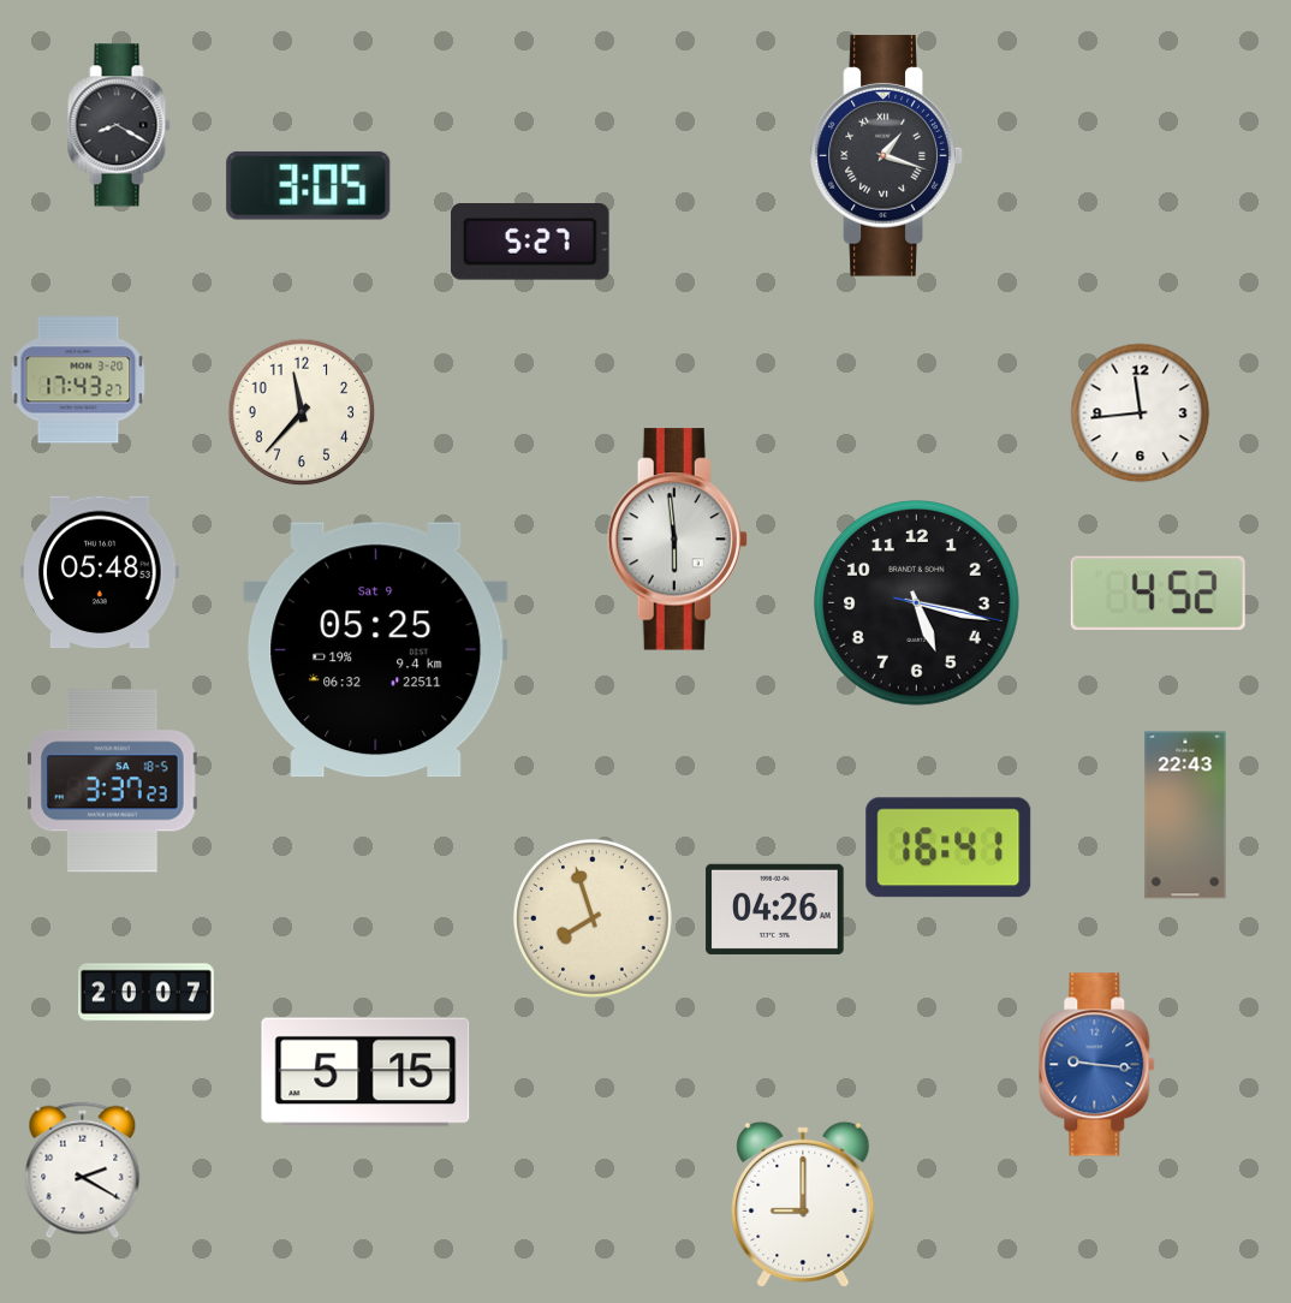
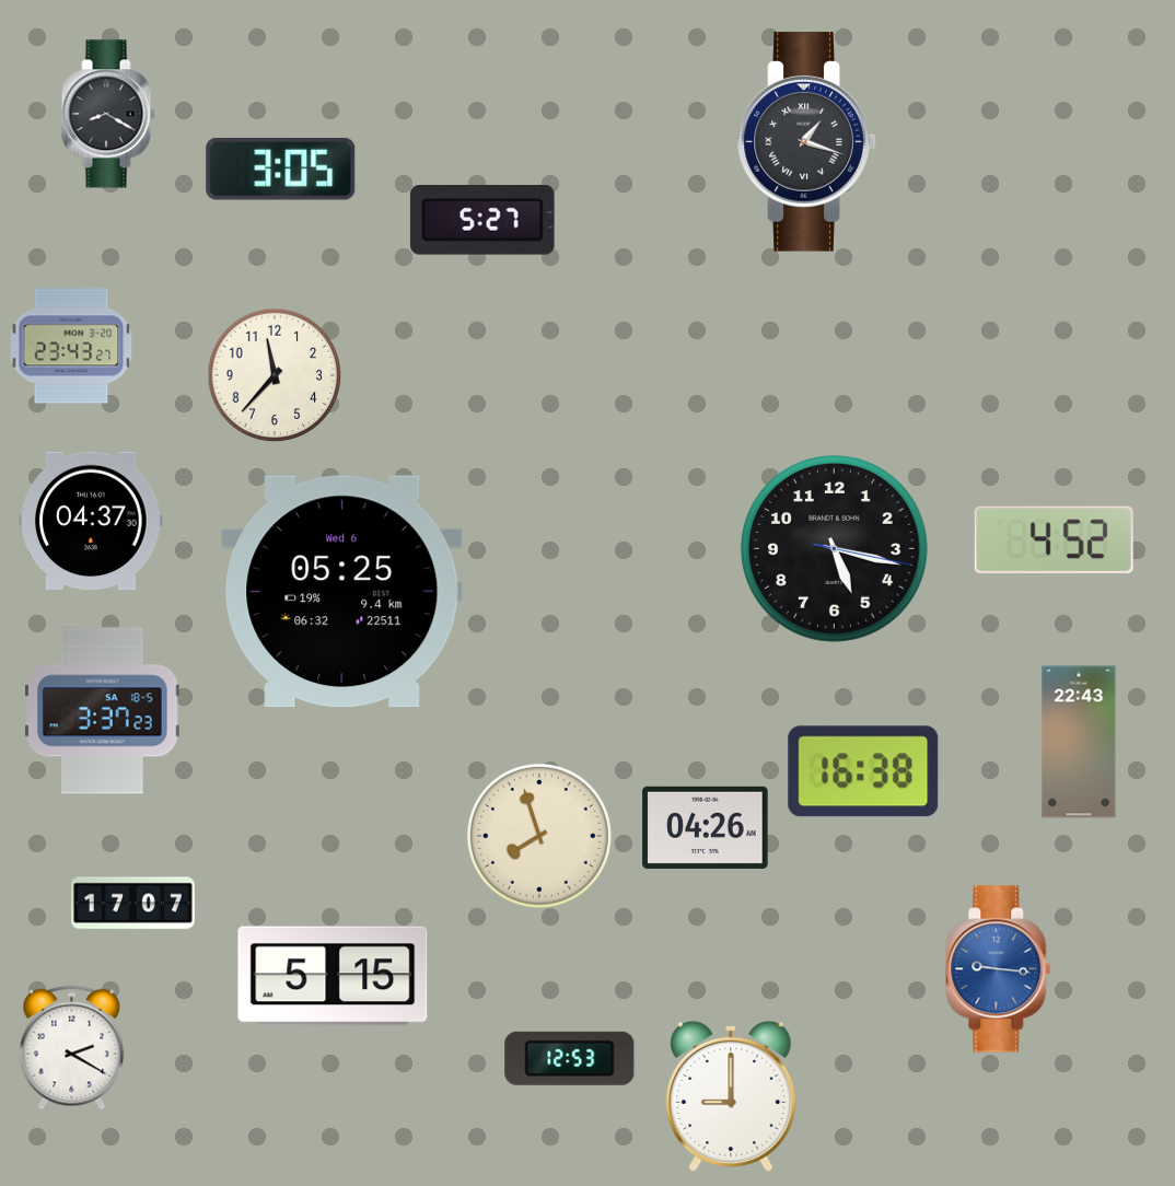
clock at (78, 380): 17:43 -> 23:43
clock at (1141, 413): 11:44 -> none
clock at (677, 540): 5:59 -> none
clock at (100, 572): 05:48 -> 04:37
clock at (376, 650) date: Sat 9 -> Wed 6
clock at (948, 847): 16:41 -> 16:38
clock at (147, 993): 20:07 -> 17:07
clock at (570, 1058): none -> 12:53
clock at (83, 1171) position: (83, 1171) -> (72, 1048)
